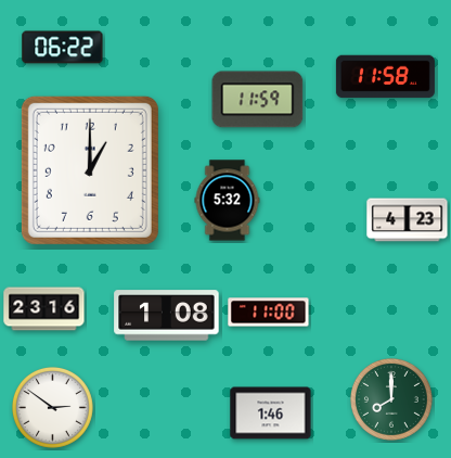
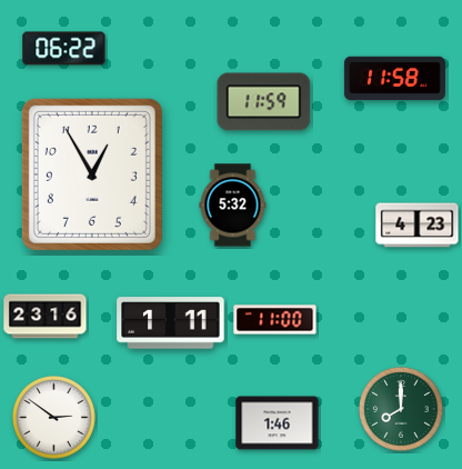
clock at (90, 170): 1:00 -> 12:55
clock at (167, 316): 1:08 -> 1:11
